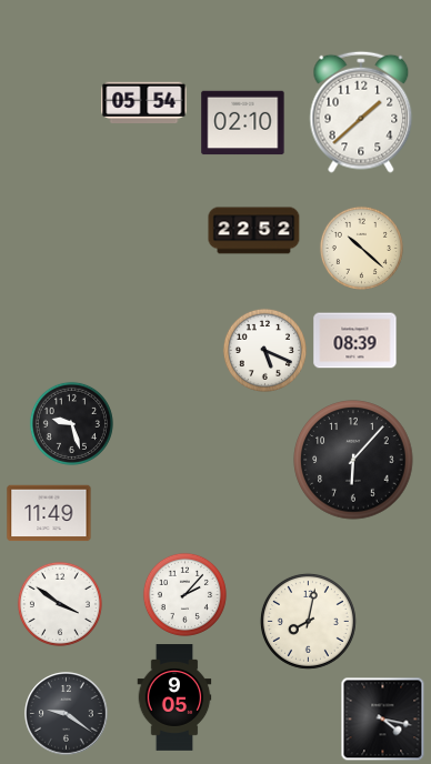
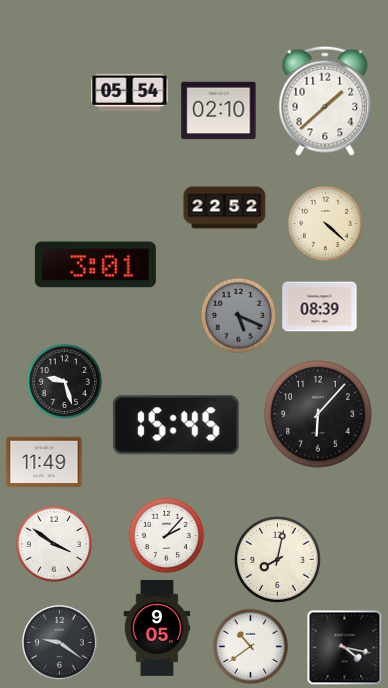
clock at (254, 231) position: (254, 231) -> (225, 208)
clock at (361, 248): 10:22 -> 4:22
clock at (95, 265): none -> 3:01
clock at (264, 350) dial: white -> grey
clock at (177, 425): none -> 15:45
clock at (250, 646): none -> 10:39
